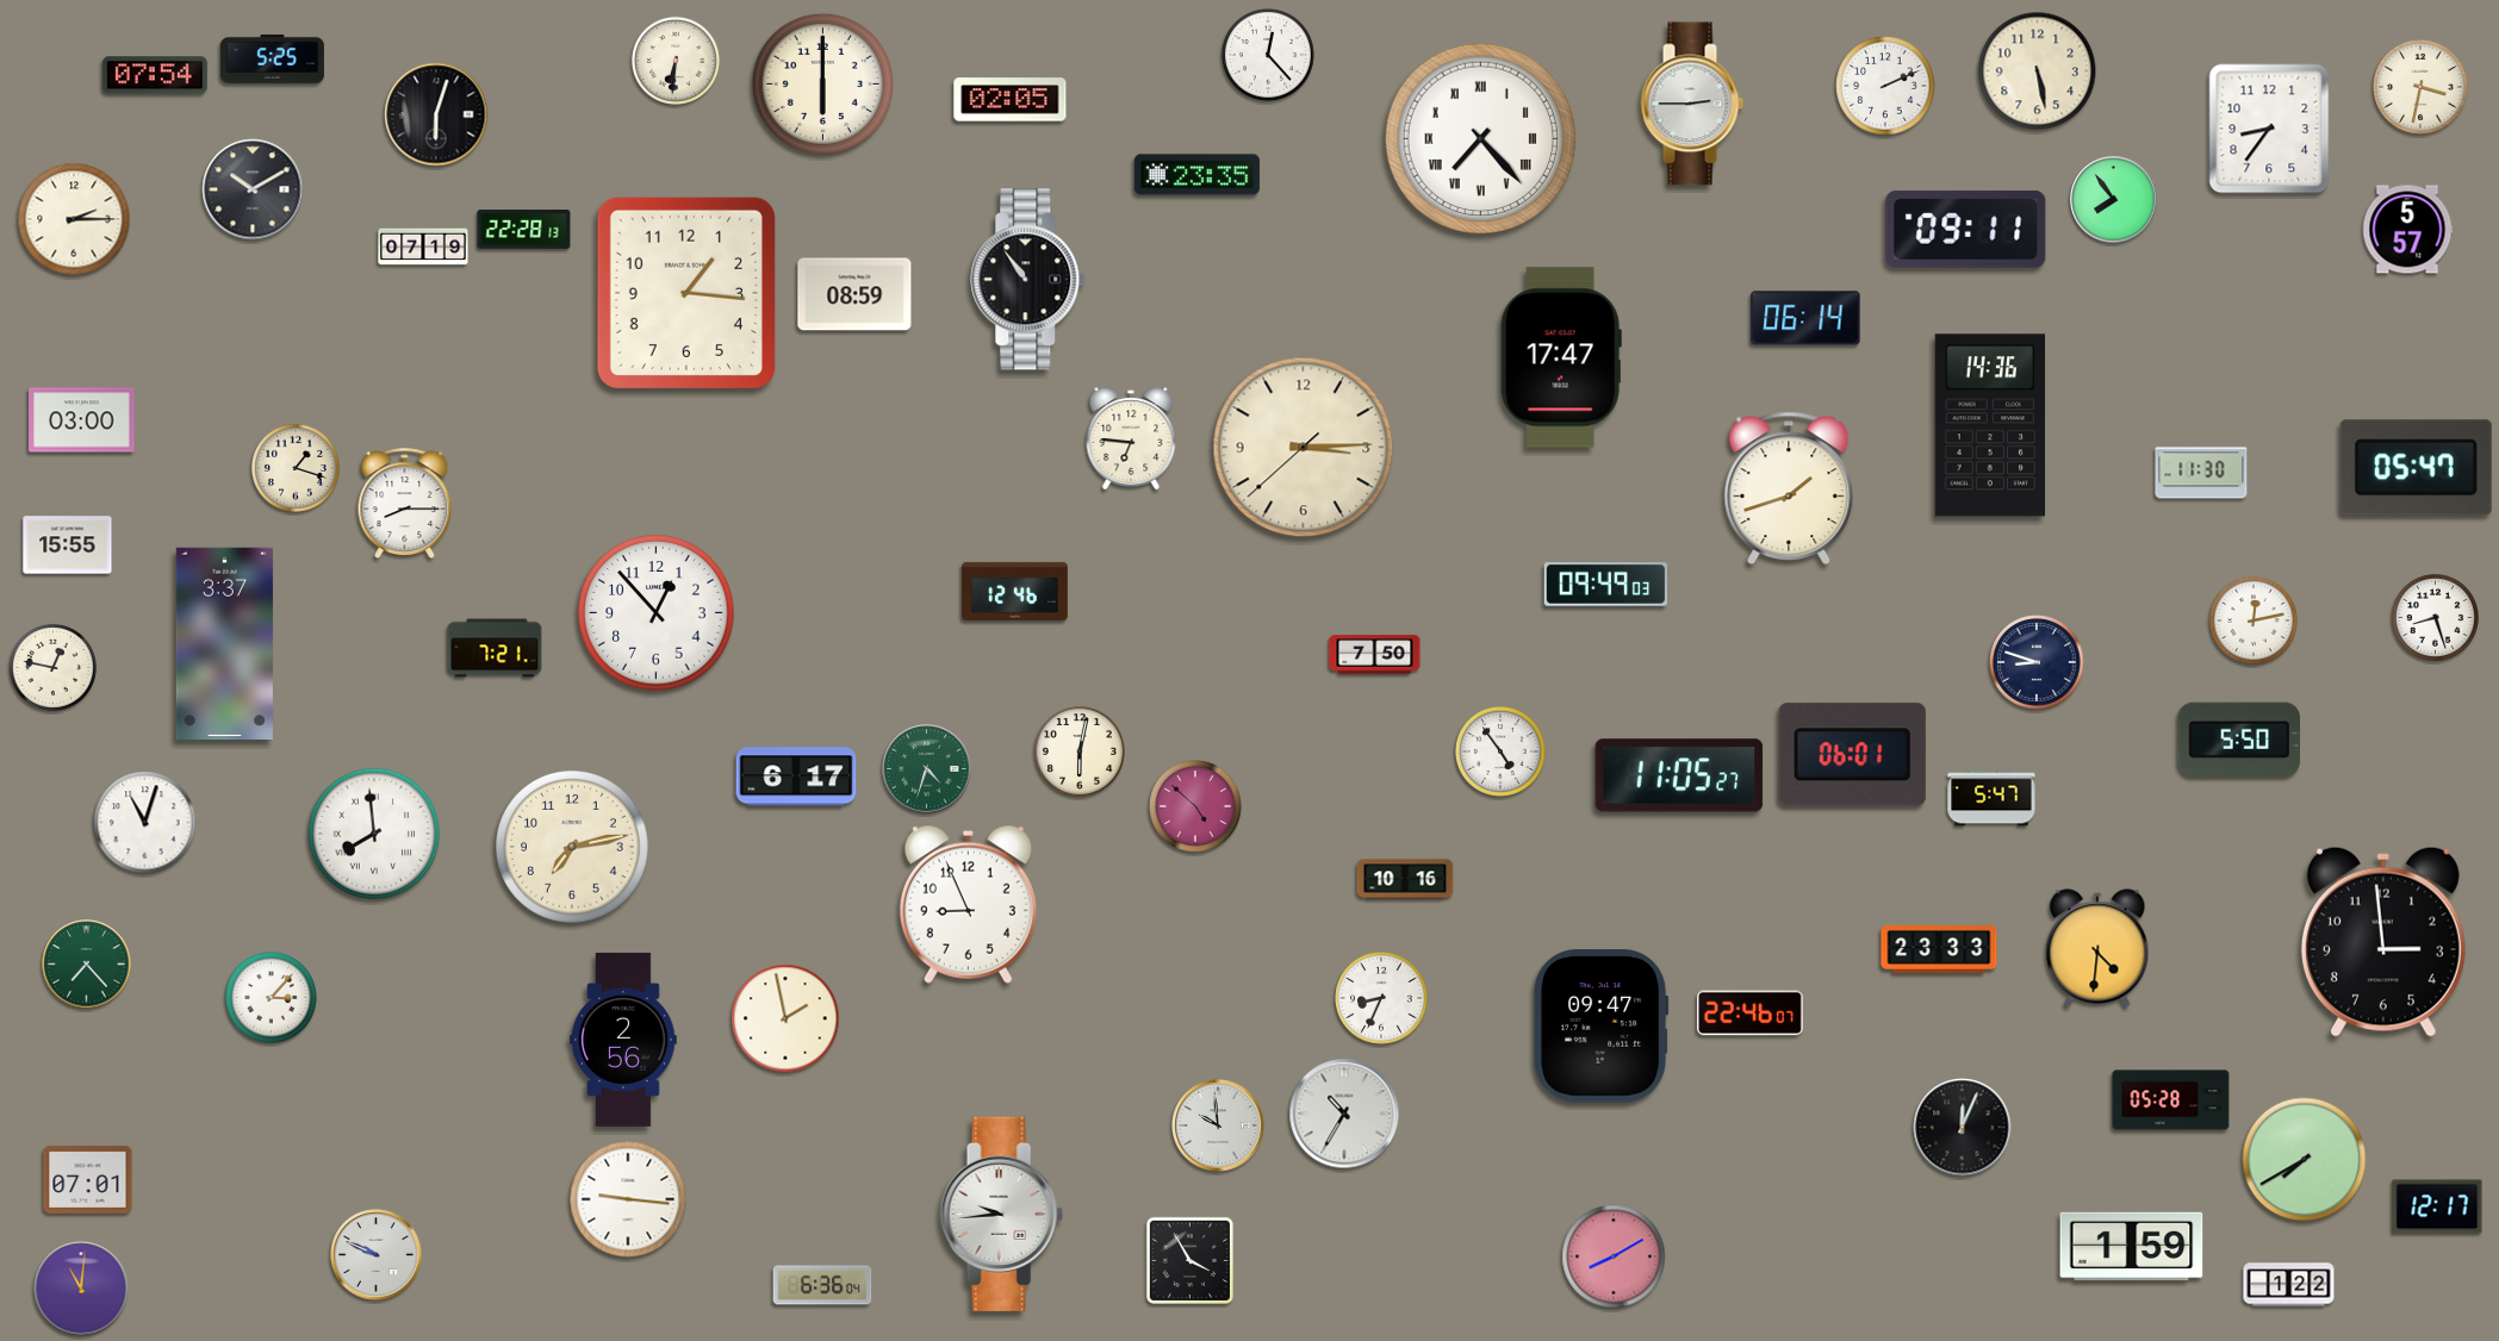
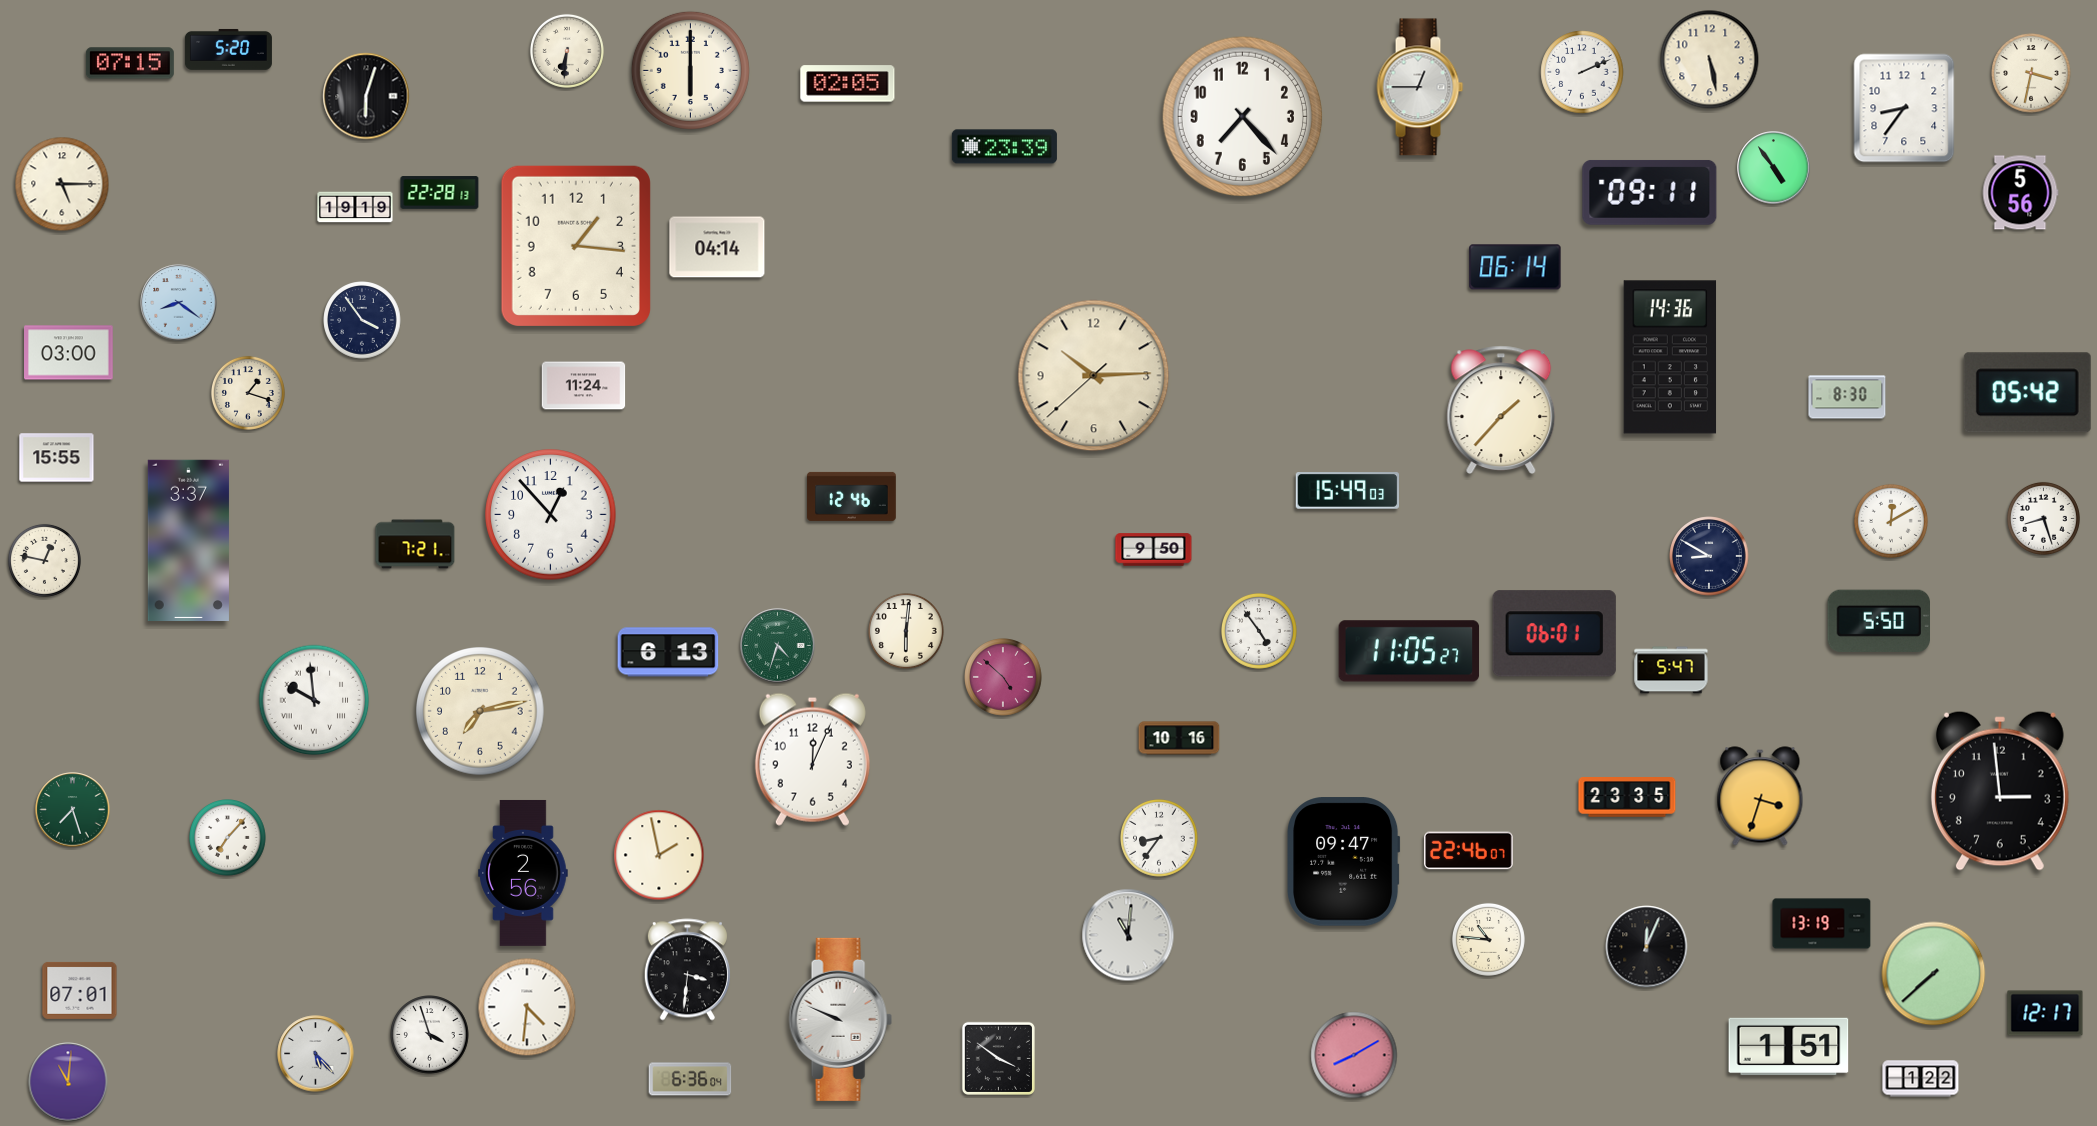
clock at (1268, 55): 12:23 -> none
clock at (272, 58): 5:25 -> 5:20
clock at (155, 75): 07:54 -> 07:15
clock at (1692, 104): 2:45 -> 12:45
clock at (1480, 138) numerals: Roman -> Arabic
clock at (1196, 175): 23:35 -> 23:39
clock at (253, 189): 10:10 -> none
clock at (2114, 200): 7:54 -> 4:54
clock at (74, 219): 2:15 -> 5:15
clock at (2407, 230): 5:57 -> 5:56
clock at (423, 247): 07:19 -> 19:19
clock at (1028, 280): 10:54 -> none
clock at (854, 294): 08:59 -> 04:14
clock at (1561, 357): 17:47 -> none
clock at (179, 303): none -> 8:21
clock at (362, 320): none -> 3:54
clock at (1131, 438): 6:46 -> none
clock at (1304, 448): 3:14 -> 10:14
clock at (584, 386): none -> 11:24
clock at (2416, 468): 05:47 -> 05:42
clock at (2201, 473): 11:30 -> 8:30
clock at (1789, 488): 1:42 -> 1:37
clock at (405, 503): 8:15 -> none
clock at (1606, 585): 09:49 -> 15:49
clock at (2254, 620): 12:13 -> 12:10
clock at (1375, 655): 7:50 -> 9:50
clock at (2037, 662): 8:48 -> 8:50
clock at (1081, 753): 6:02 -> 6:01
clock at (796, 776): 6:17 -> 6:13
clock at (145, 823): 11:03 -> none
clock at (374, 834): 7:59 -> 9:59
clock at (968, 904): 8:56 -> 12:04
clock at (2097, 948): 4:31 -> 3:33
clock at (1939, 950): 23:33 -> 23:35
clock at (87, 965): 7:23 -> 7:27
clock at (272, 998): 3:07 -> 7:07
clock at (1381, 998): 8:34 -> 8:36
clock at (2171, 1100): 05:28 -> 13:19
clock at (1344, 1114): 10:35 -> 11:01
clock at (1488, 939): none -> 10:46
clock at (1218, 1125): 9:59 -> none
clock at (687, 970): none -> 3:31
clock at (2305, 1160): 7:40 -> 7:38
clock at (88, 1179) position: (88, 1179) -> (80, 990)
clock at (628, 1199): 9:16 -> 4:31
clock at (1001, 1214): 9:44 -> 9:49
clock at (430, 1035): none -> 3:57
clock at (2132, 1247): 1:59 -> 1:51
clock at (377, 1255): 9:49 -> 5:23
clock at (1189, 1260): 3:55 -> 3:51
